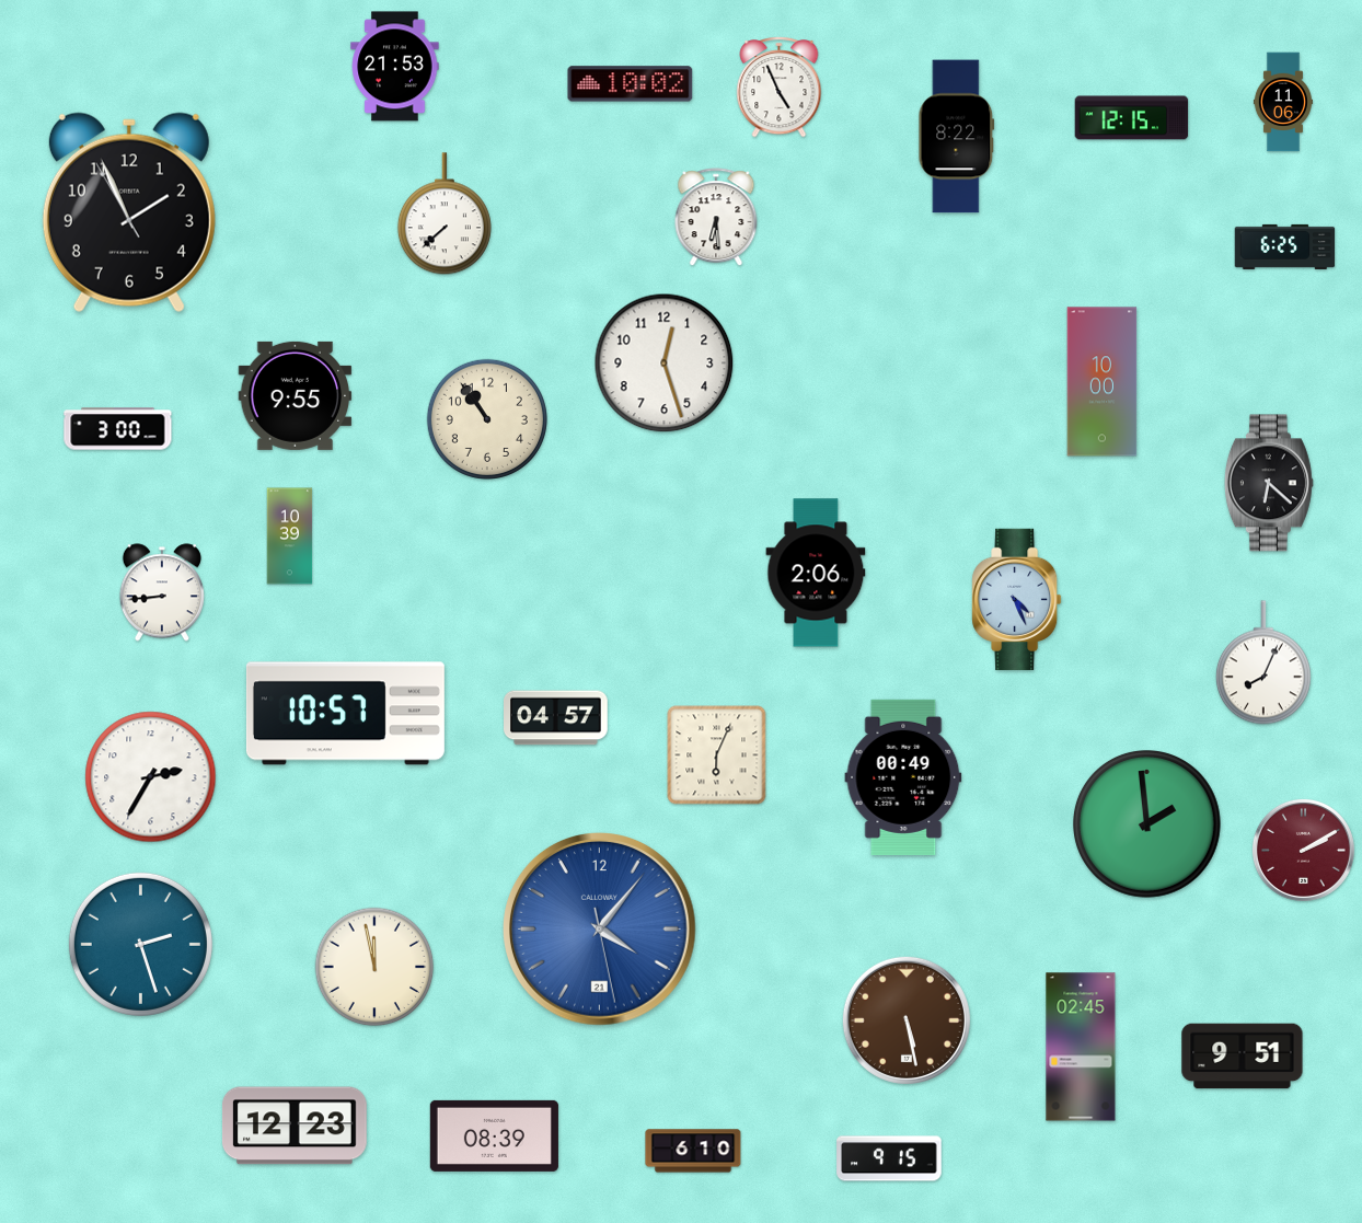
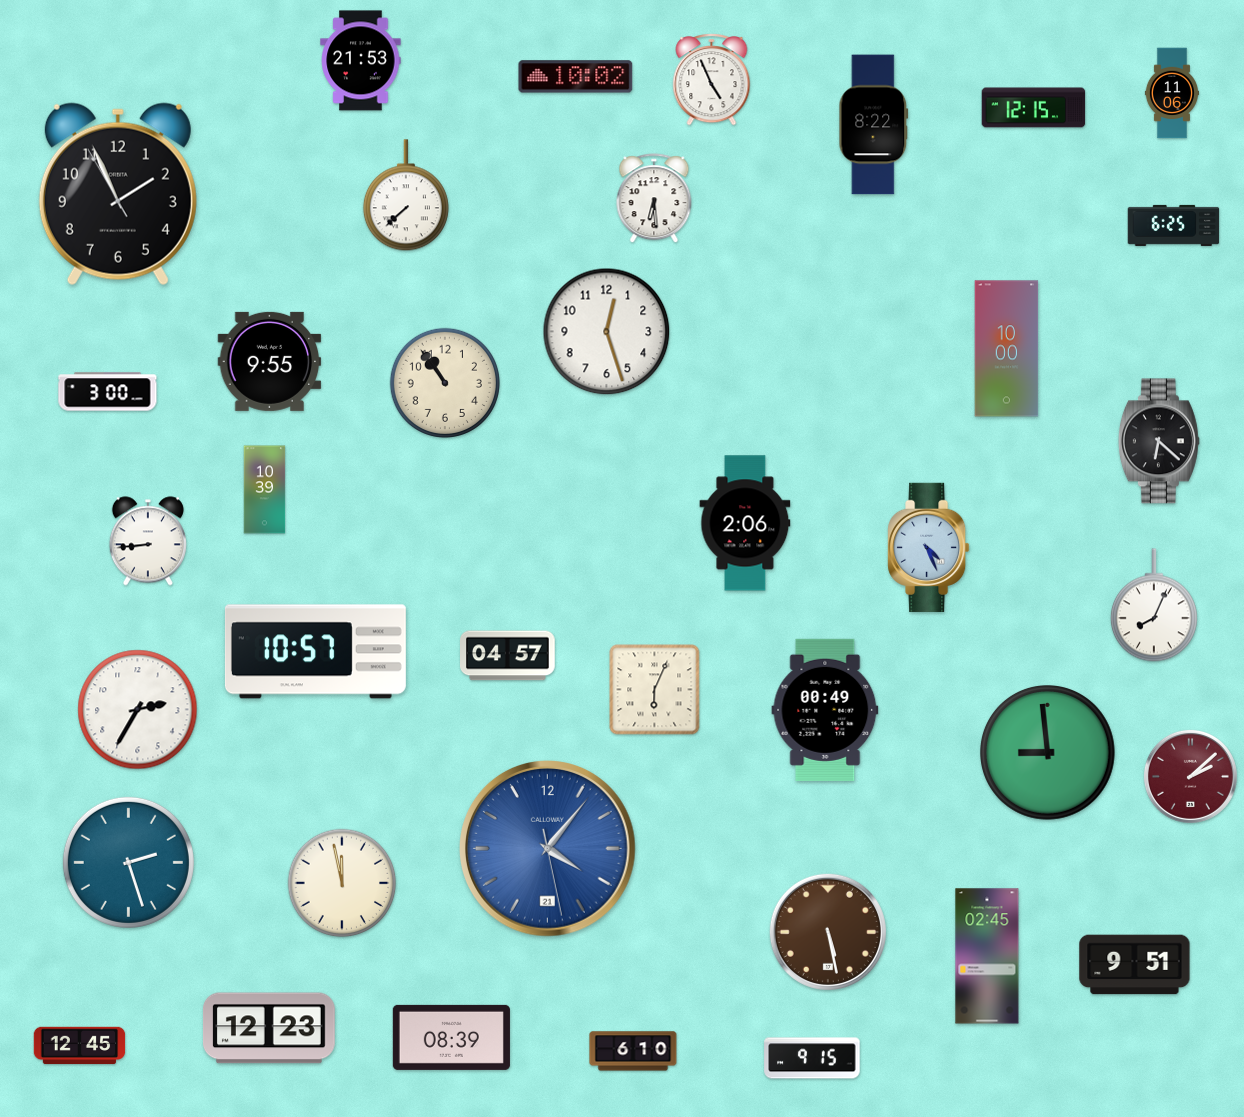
clock at (1147, 824): 1:59 -> 8:59
clock at (1303, 850): 2:10 -> 2:08
clock at (80, 1046): none -> 12:45
